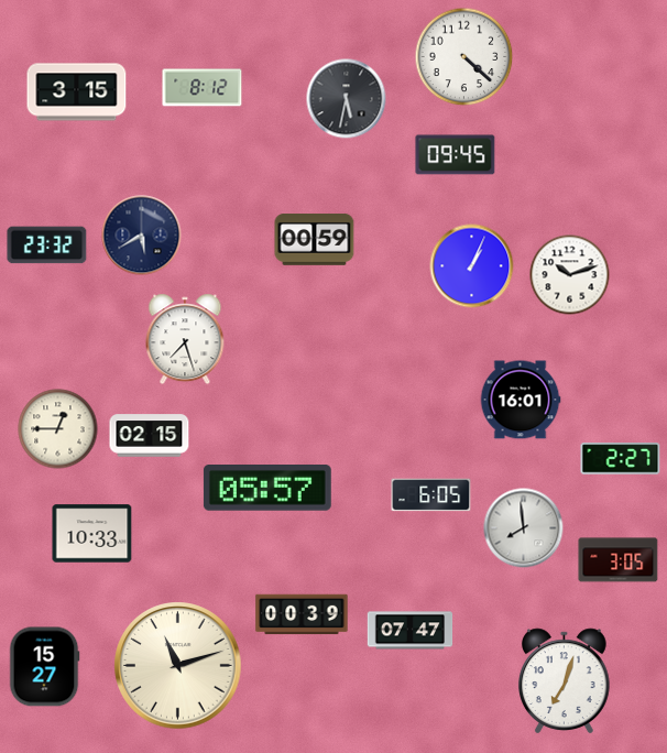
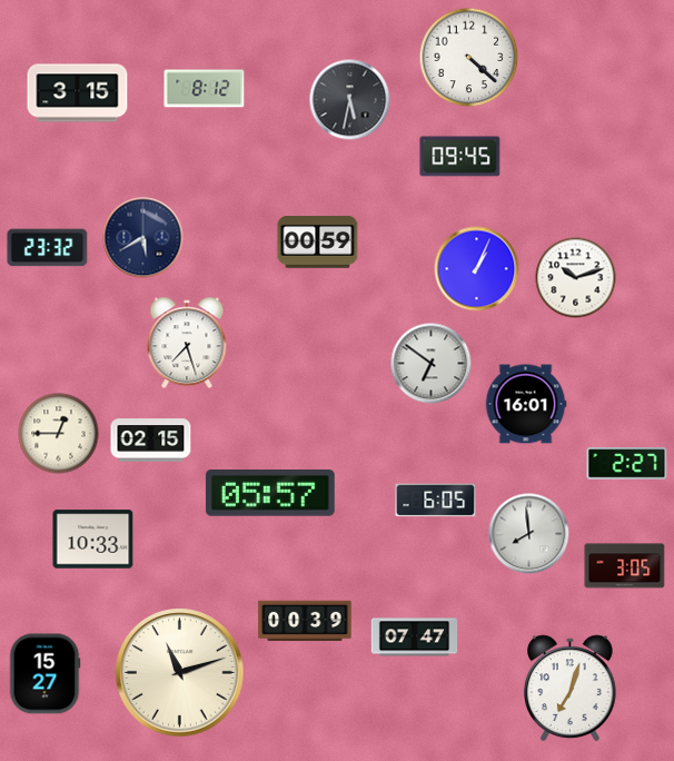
clock at (432, 364): none -> 6:51
